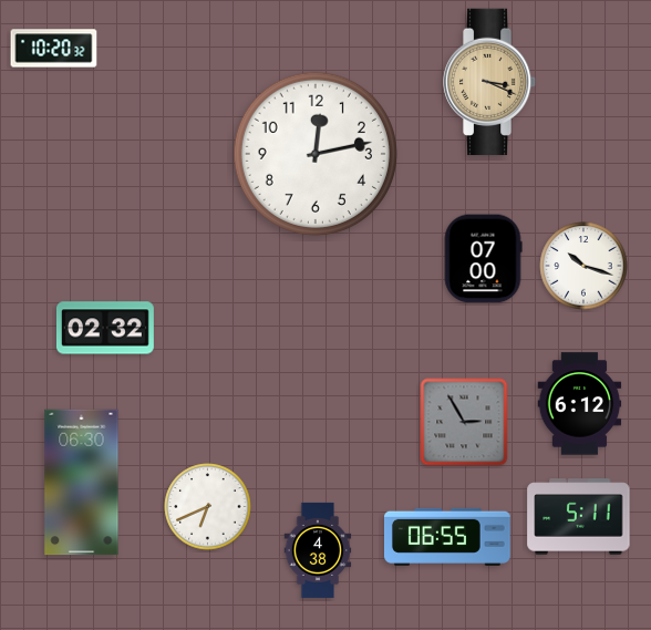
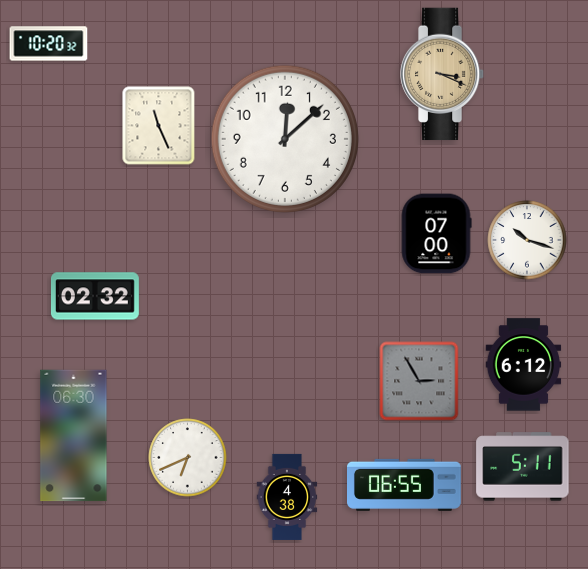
clock at (159, 126): none -> 11:26
clock at (316, 154): 12:13 -> 12:08
